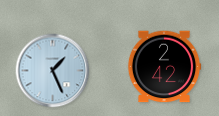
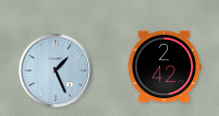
clock at (53, 71) position: (53, 71) -> (56, 71)
